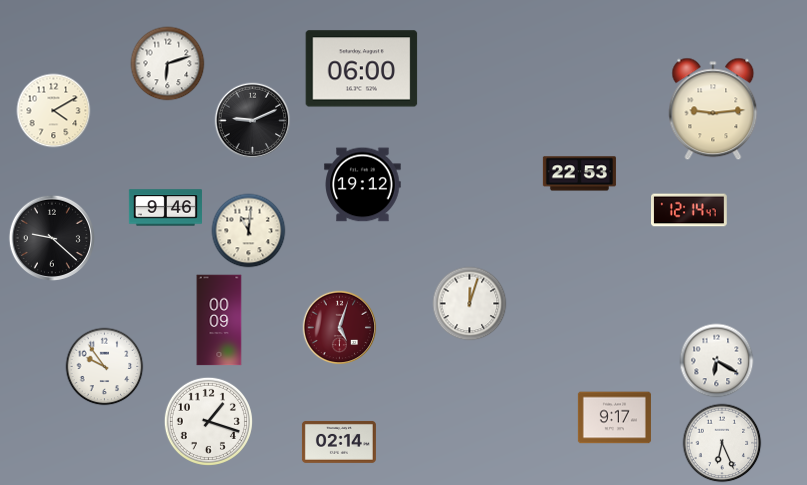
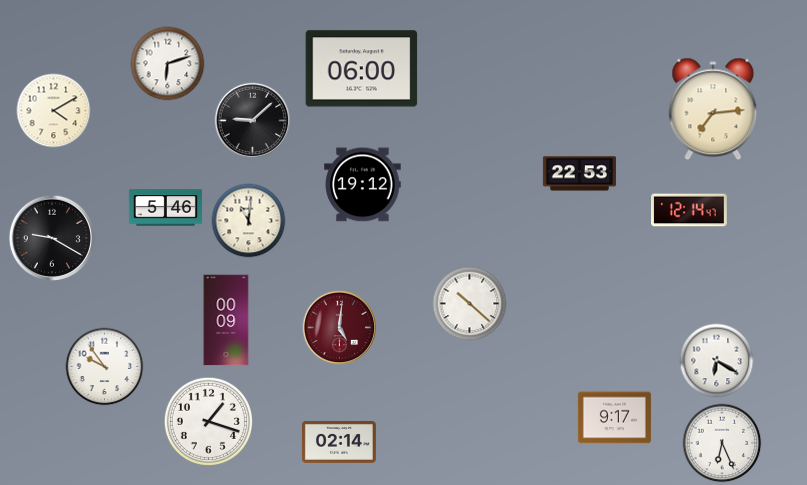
clock at (713, 109): 9:14 -> 7:14
clock at (253, 121): 9:11 -> 9:08
clock at (165, 208): 9:46 -> 5:46
clock at (249, 231) position: (249, 231) -> (249, 221)
clock at (52, 238): 9:22 -> 9:20
clock at (470, 304): 12:03 -> 10:22
clock at (219, 320) position: (219, 320) -> (226, 320)
clock at (340, 328): 5:03 -> 5:01
